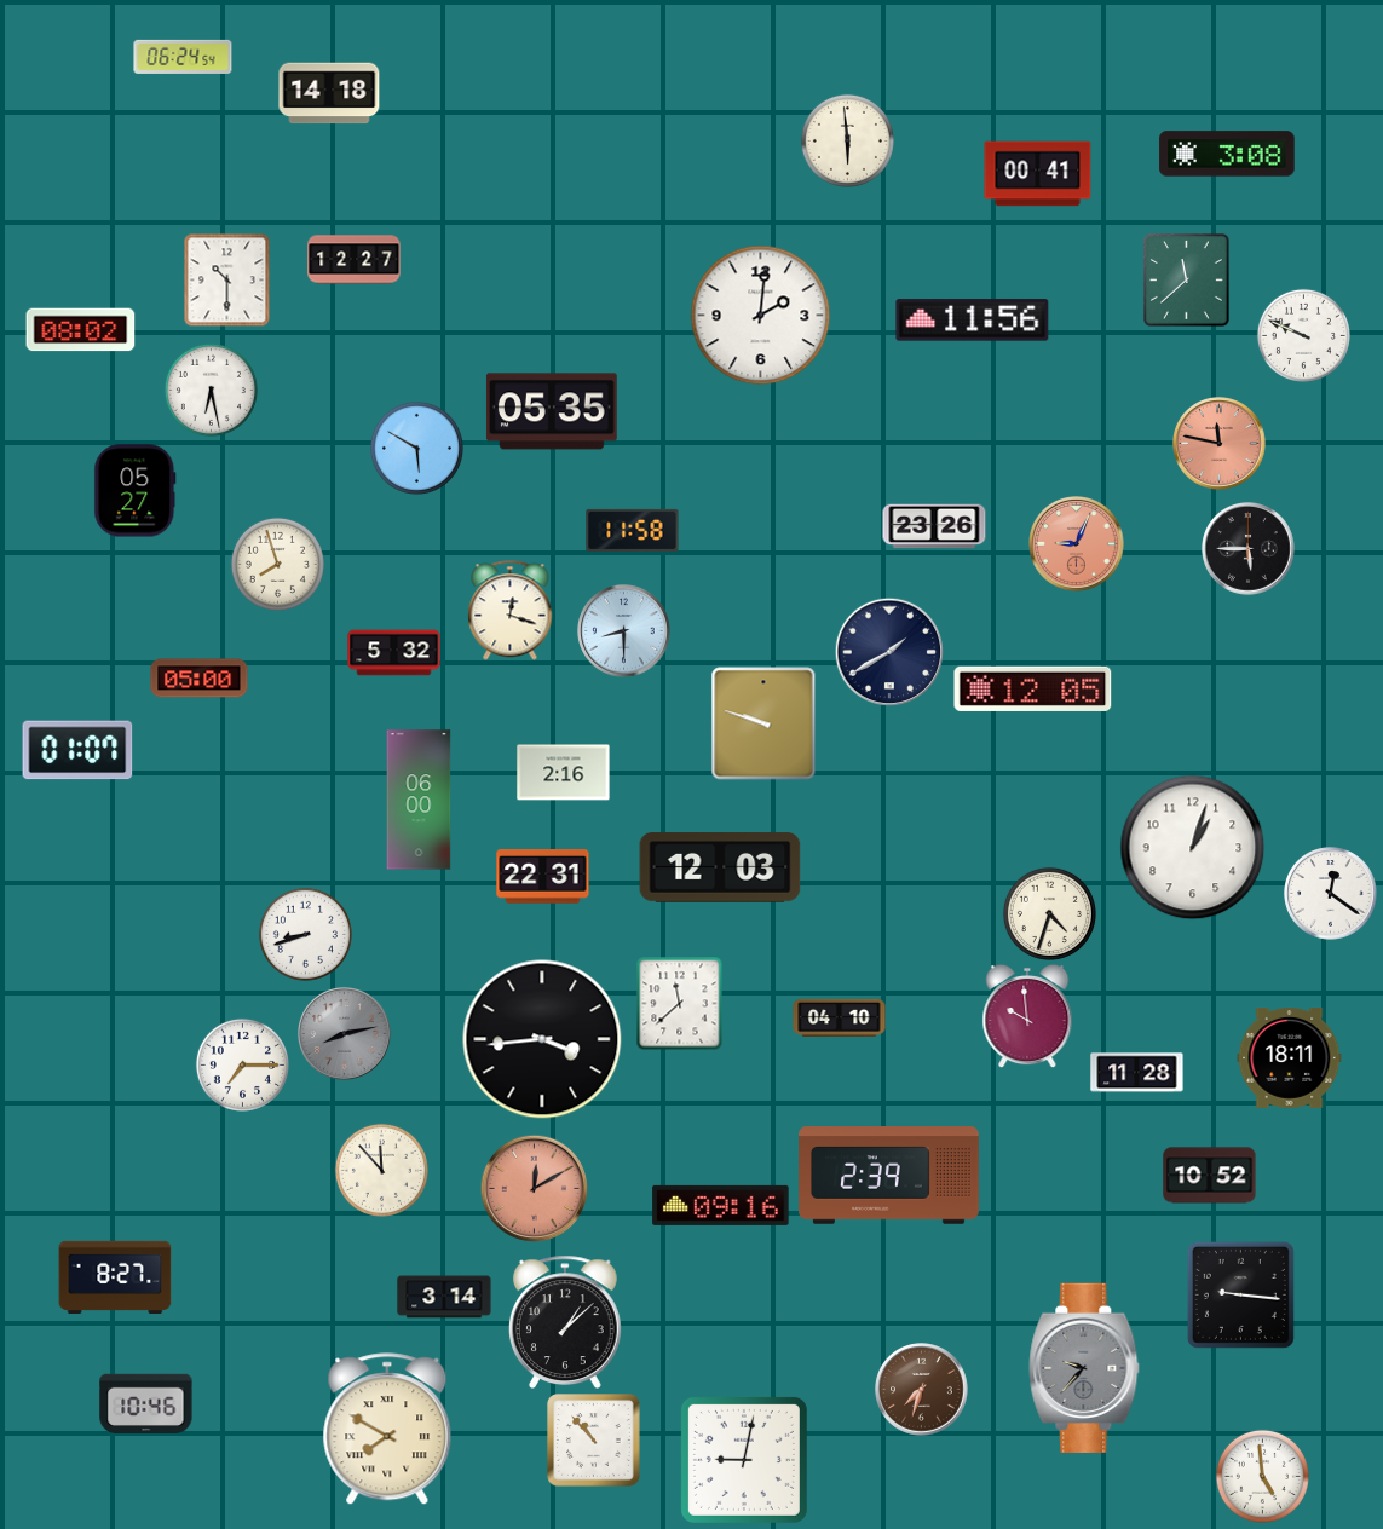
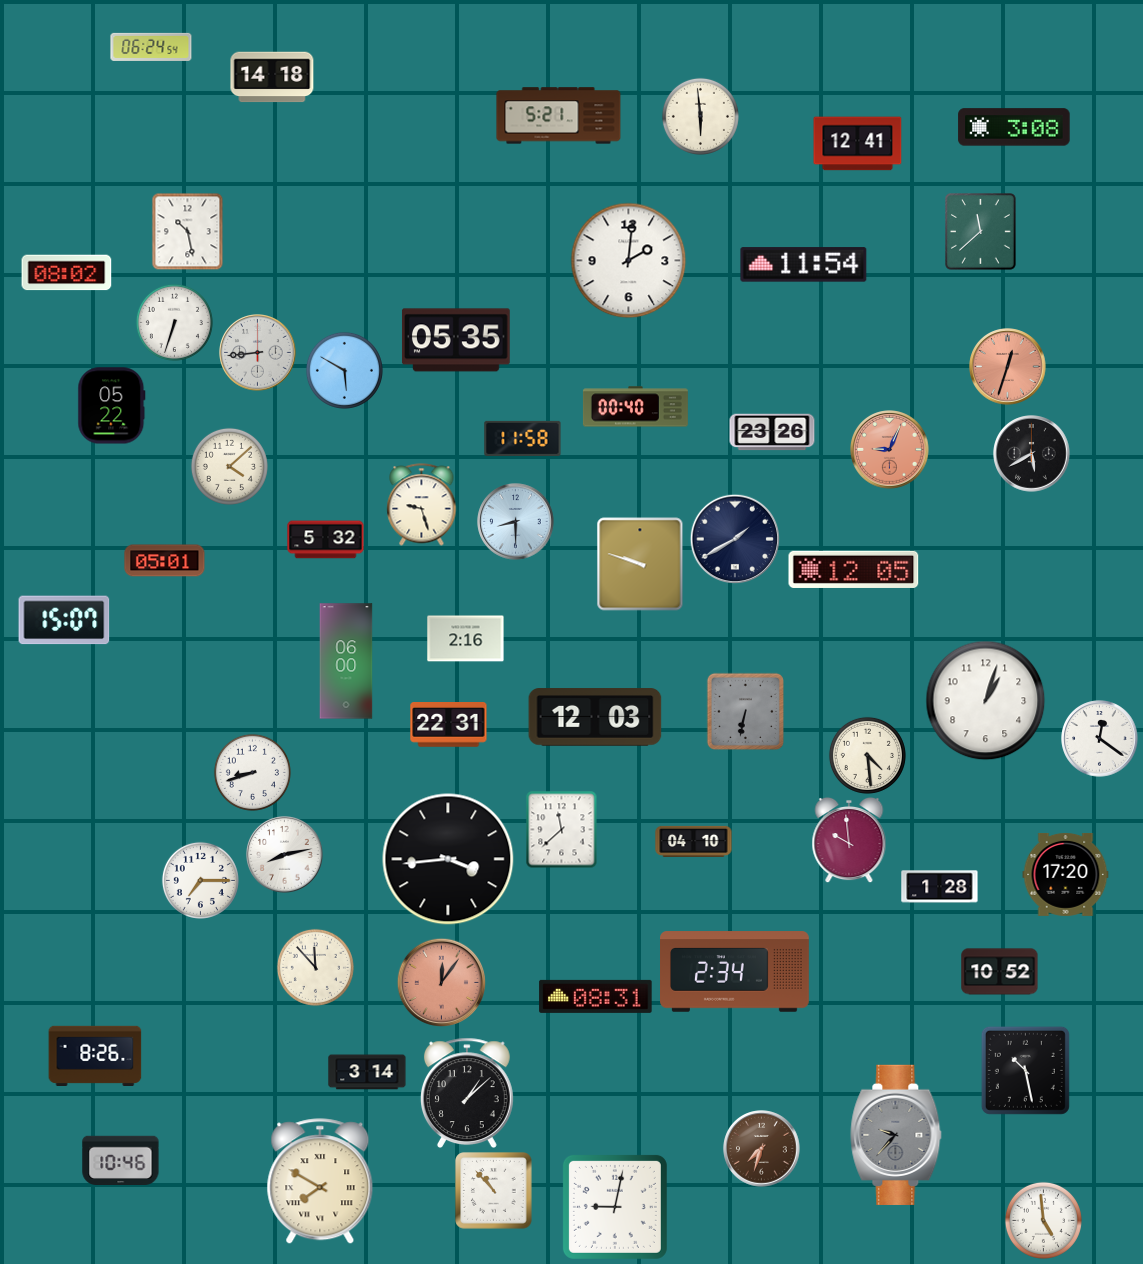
clock at (559, 116): none -> 5:21
clock at (1038, 174): 00:41 -> 12:41
clock at (355, 260): 12:27 -> none
clock at (227, 279): 10:30 -> 10:28
clock at (973, 321): 11:56 -> 11:54
clock at (1303, 335): 9:49 -> none
clock at (211, 390): 6:28 -> 6:33
clock at (258, 353): none -> 8:44
clock at (1220, 444): 11:47 -> 12:33
clock at (136, 491): 05:27 -> 05:22
clock at (635, 407): none -> 00:40
clock at (934, 526) position: (934, 526) -> (772, 432)
clock at (1249, 549): 5:45 -> 5:40
clock at (277, 564): 7:57 -> 4:08
clock at (511, 611): 12:18 -> 9:27
clock at (200, 679): 05:00 -> 05:01
clock at (763, 723) position: (763, 723) -> (640, 564)
clock at (77, 750): 01:07 -> 15:07
clock at (745, 711): none -> 6:32
clock at (1049, 913): 4:33 -> 4:29
clock at (345, 1034) dial: grey -> white
clock at (1290, 1057): 18:11 -> 17:20
clock at (1137, 1073): 11:28 -> 1:28
clock at (889, 1176): 2:39 -> 2:34
clock at (534, 1188): 12:10 -> 12:06
clock at (721, 1205): 09:16 -> 08:31
clock at (115, 1276): 8:27 -> 8:26
clock at (1240, 1294): 9:16 -> 10:28
clock at (1084, 1368) position: (1084, 1368) -> (896, 1135)
clock at (594, 1441) position: (594, 1441) -> (494, 1191)
